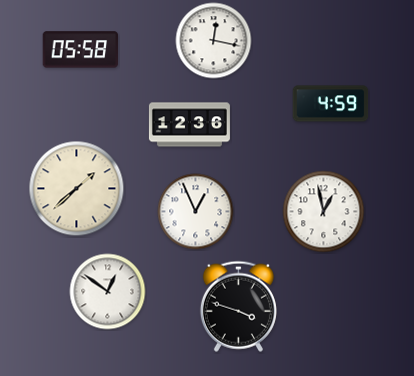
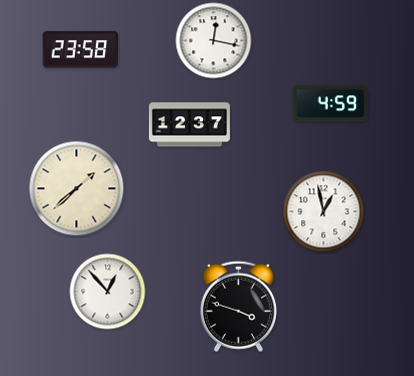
clock at (81, 50): 05:58 -> 23:58
clock at (189, 125): 12:36 -> 12:37
clock at (196, 212): 12:56 -> none
clock at (108, 292): 12:51 -> 12:53
